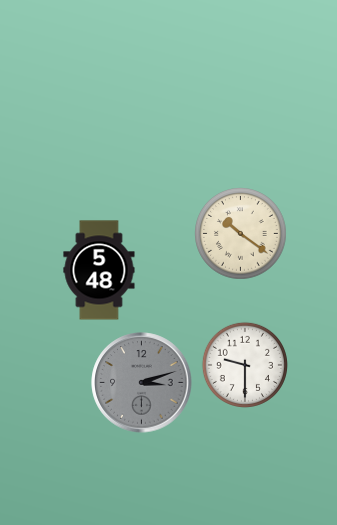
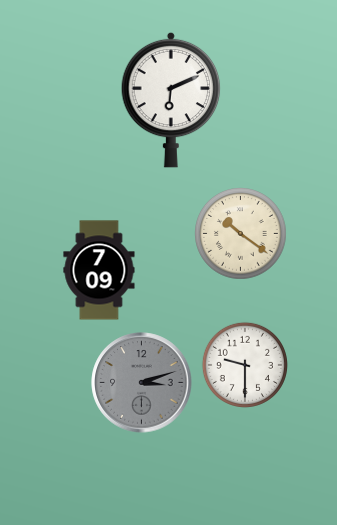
clock at (171, 100): none -> 6:11
clock at (99, 270): 5:48 -> 7:09
